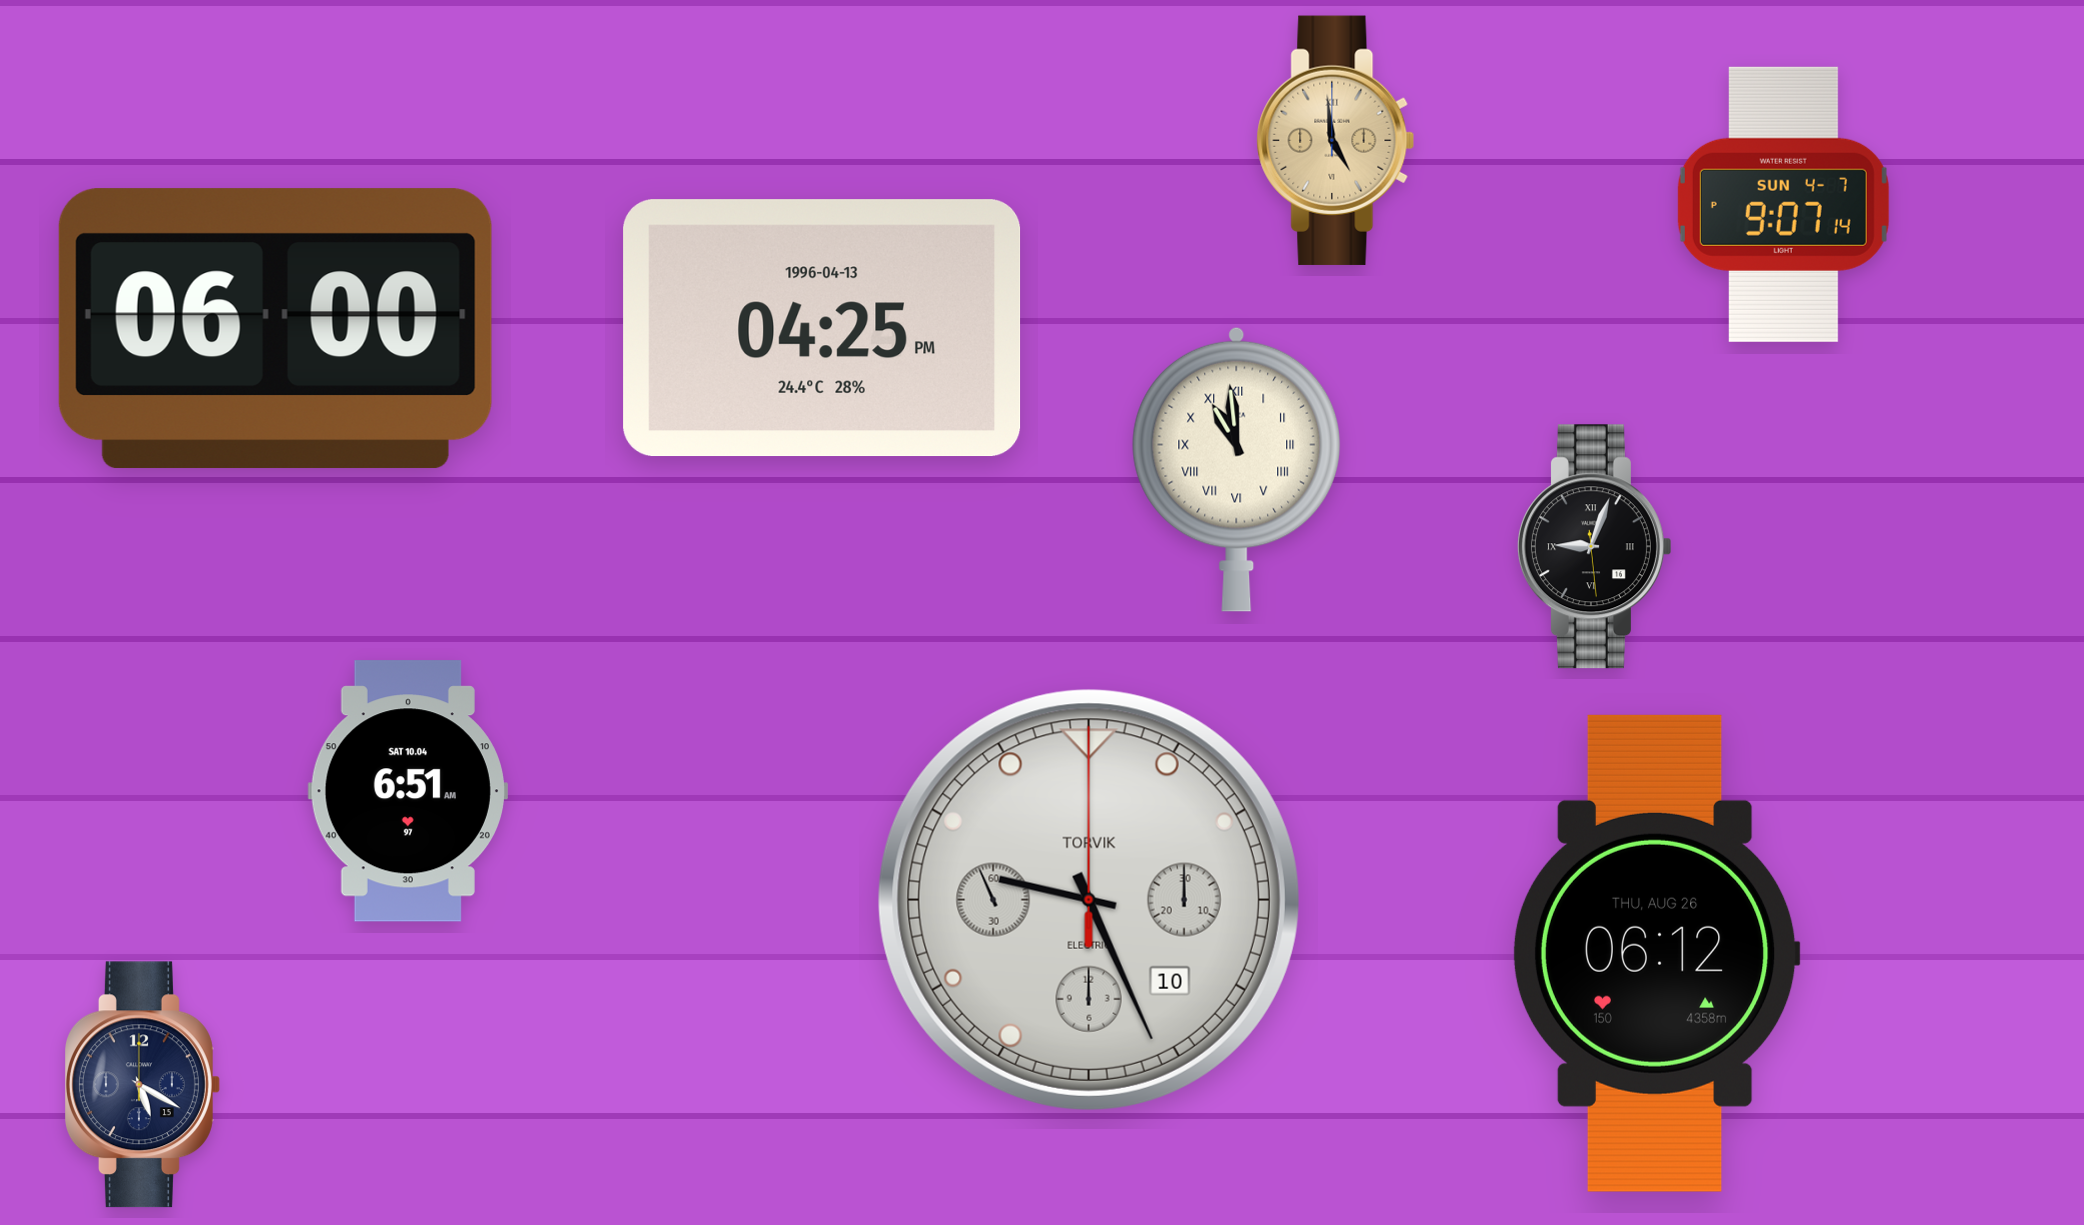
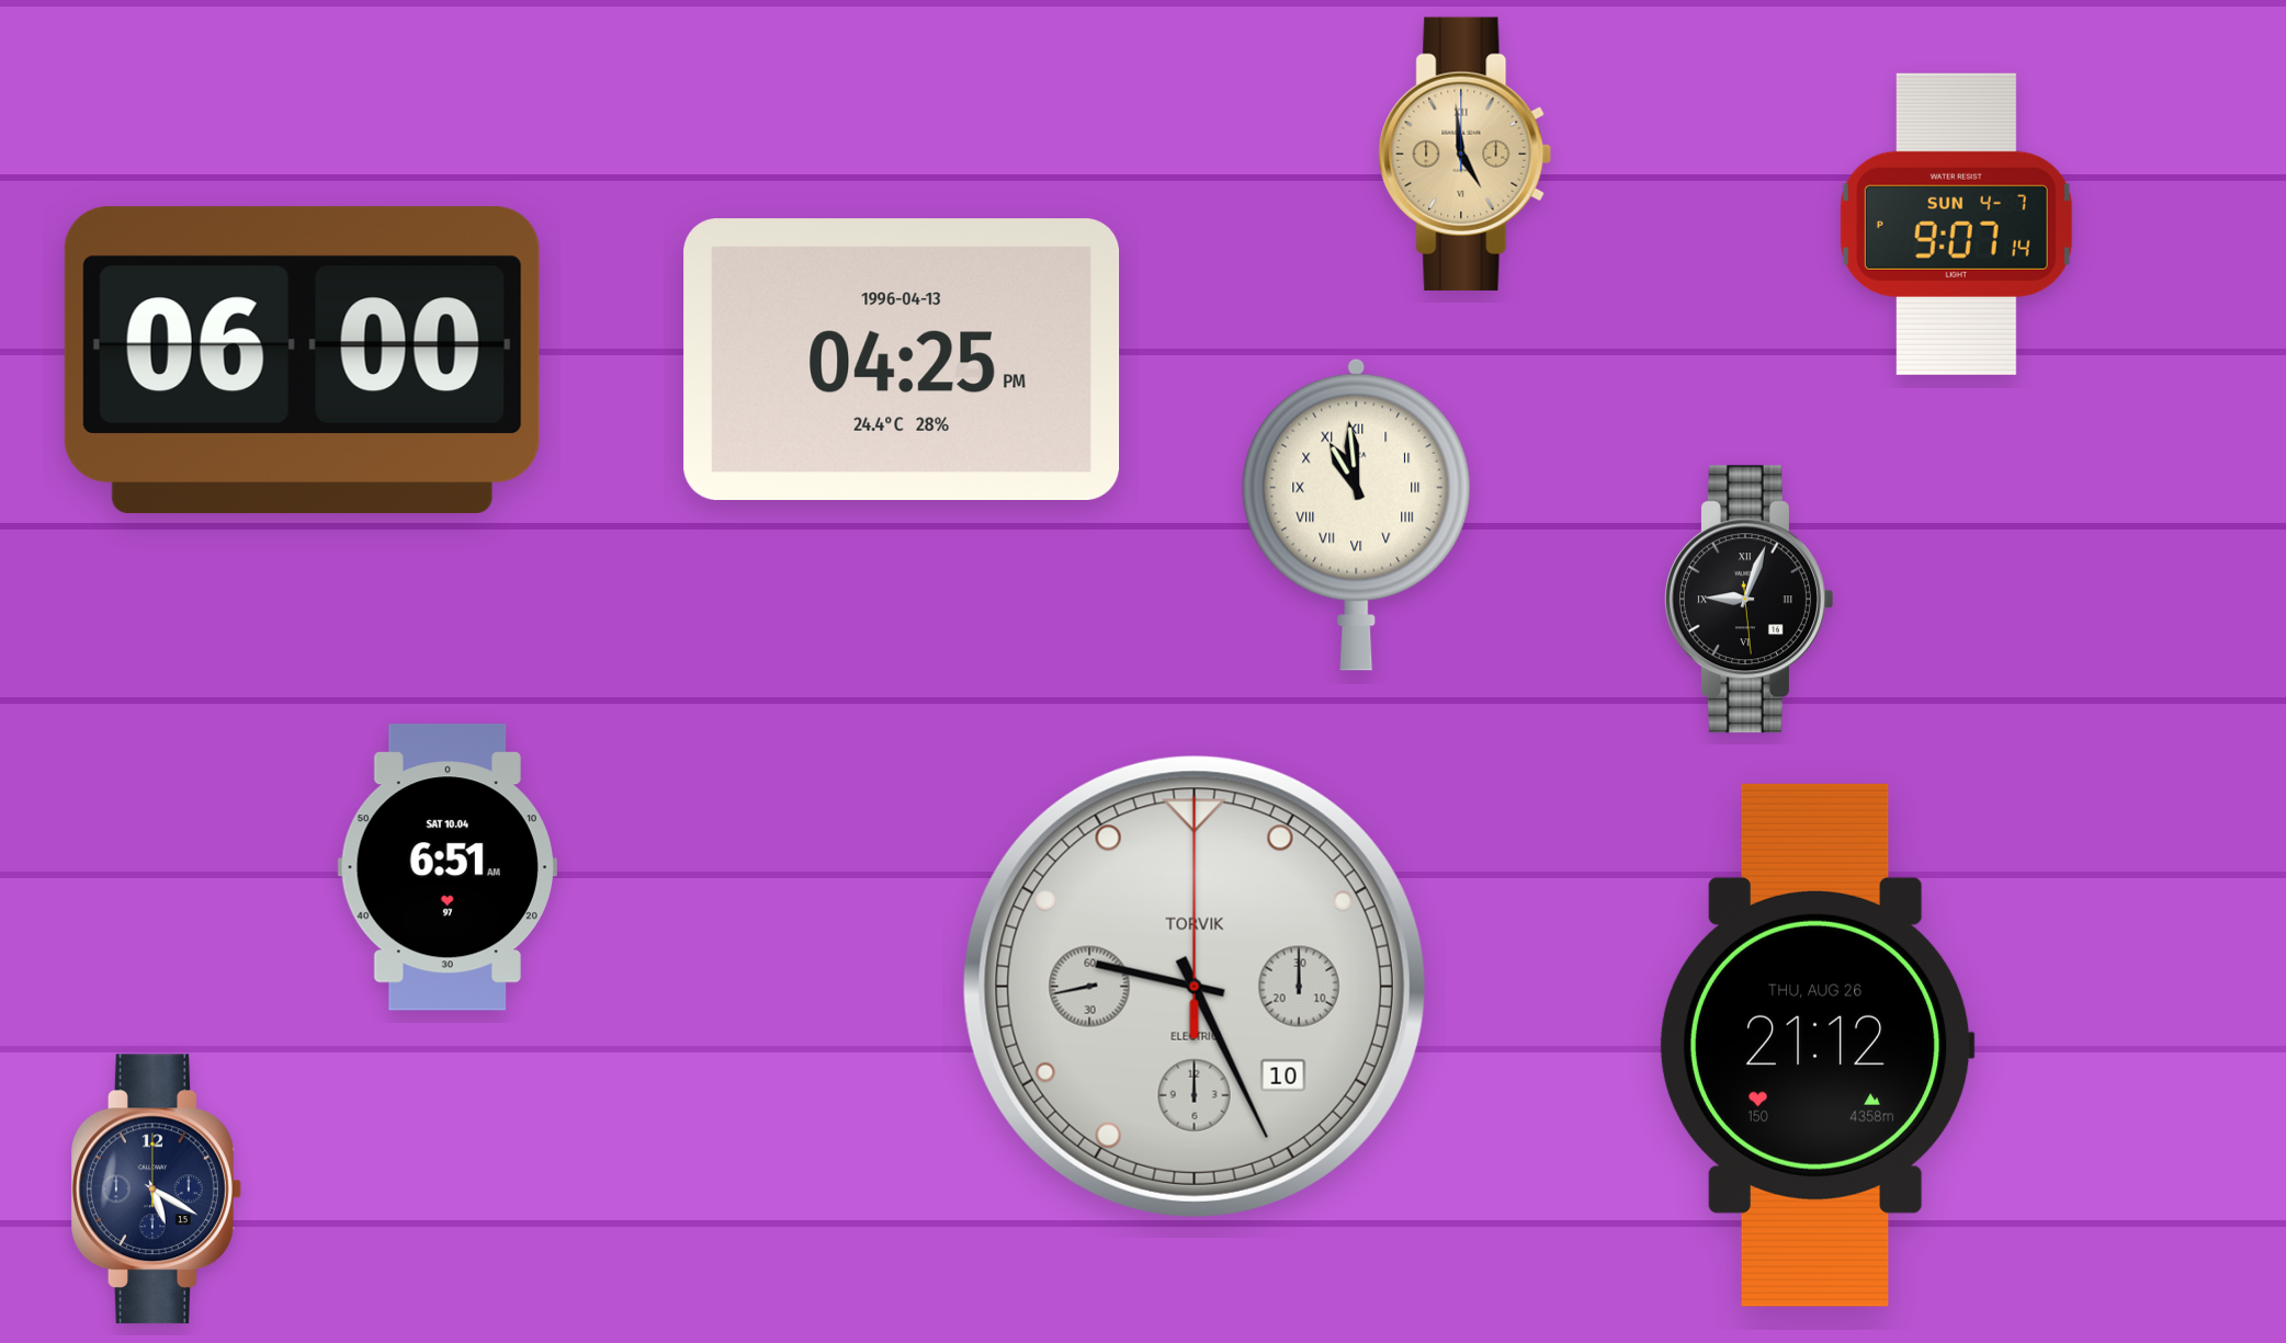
clock at (1089, 900): 9:25:56 -> 9:25:43
clock at (1656, 953): 06:12 -> 21:12
